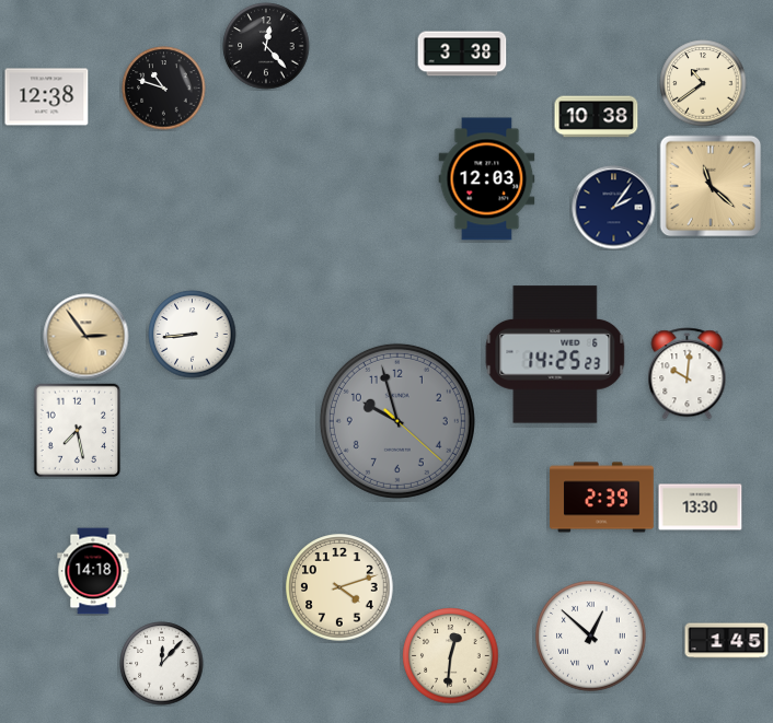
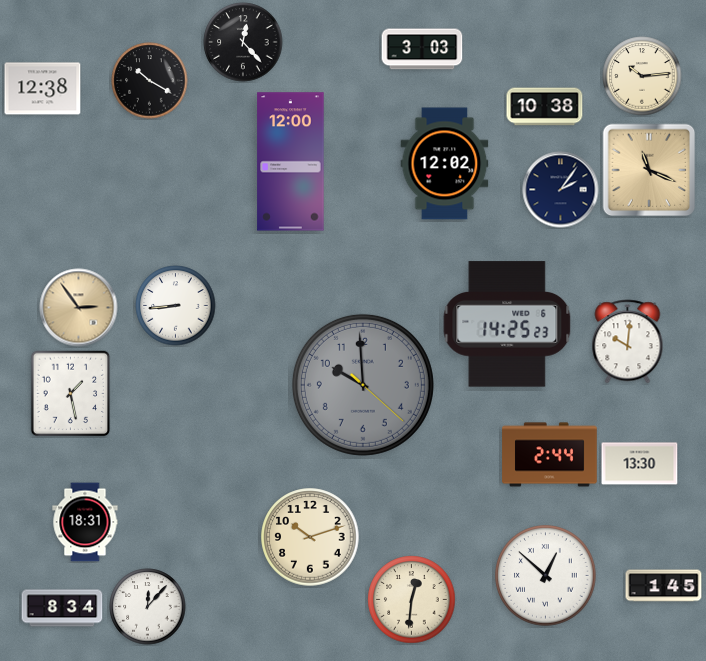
clock at (462, 54): 3:38 -> 3:03
clock at (703, 83): 10:39 -> 10:14
clock at (164, 89): 10:48 -> 10:20
clock at (291, 162): none -> 12:00
clock at (487, 179): 12:03 -> 12:02
clock at (711, 186): 11:22 -> 11:19
clock at (397, 421): 9:57 -> 9:59
clock at (78, 431): 7:28 -> 1:28
clock at (602, 498): 2:39 -> 2:44
clock at (93, 571): 14:18 -> 18:31
clock at (339, 587): 4:12 -> 10:12
clock at (591, 637) position: (591, 637) -> (546, 576)
clock at (62, 608): none -> 8:34
